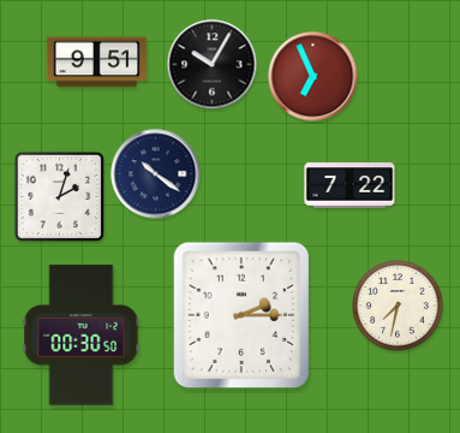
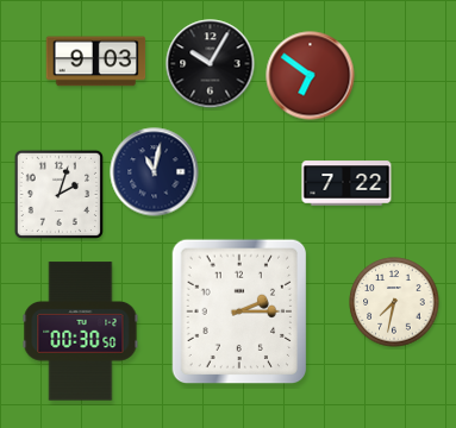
clock at (97, 63): 9:51 -> 9:03
clock at (313, 77): 6:56 -> 6:51
clock at (156, 174): 10:21 -> 11:02
